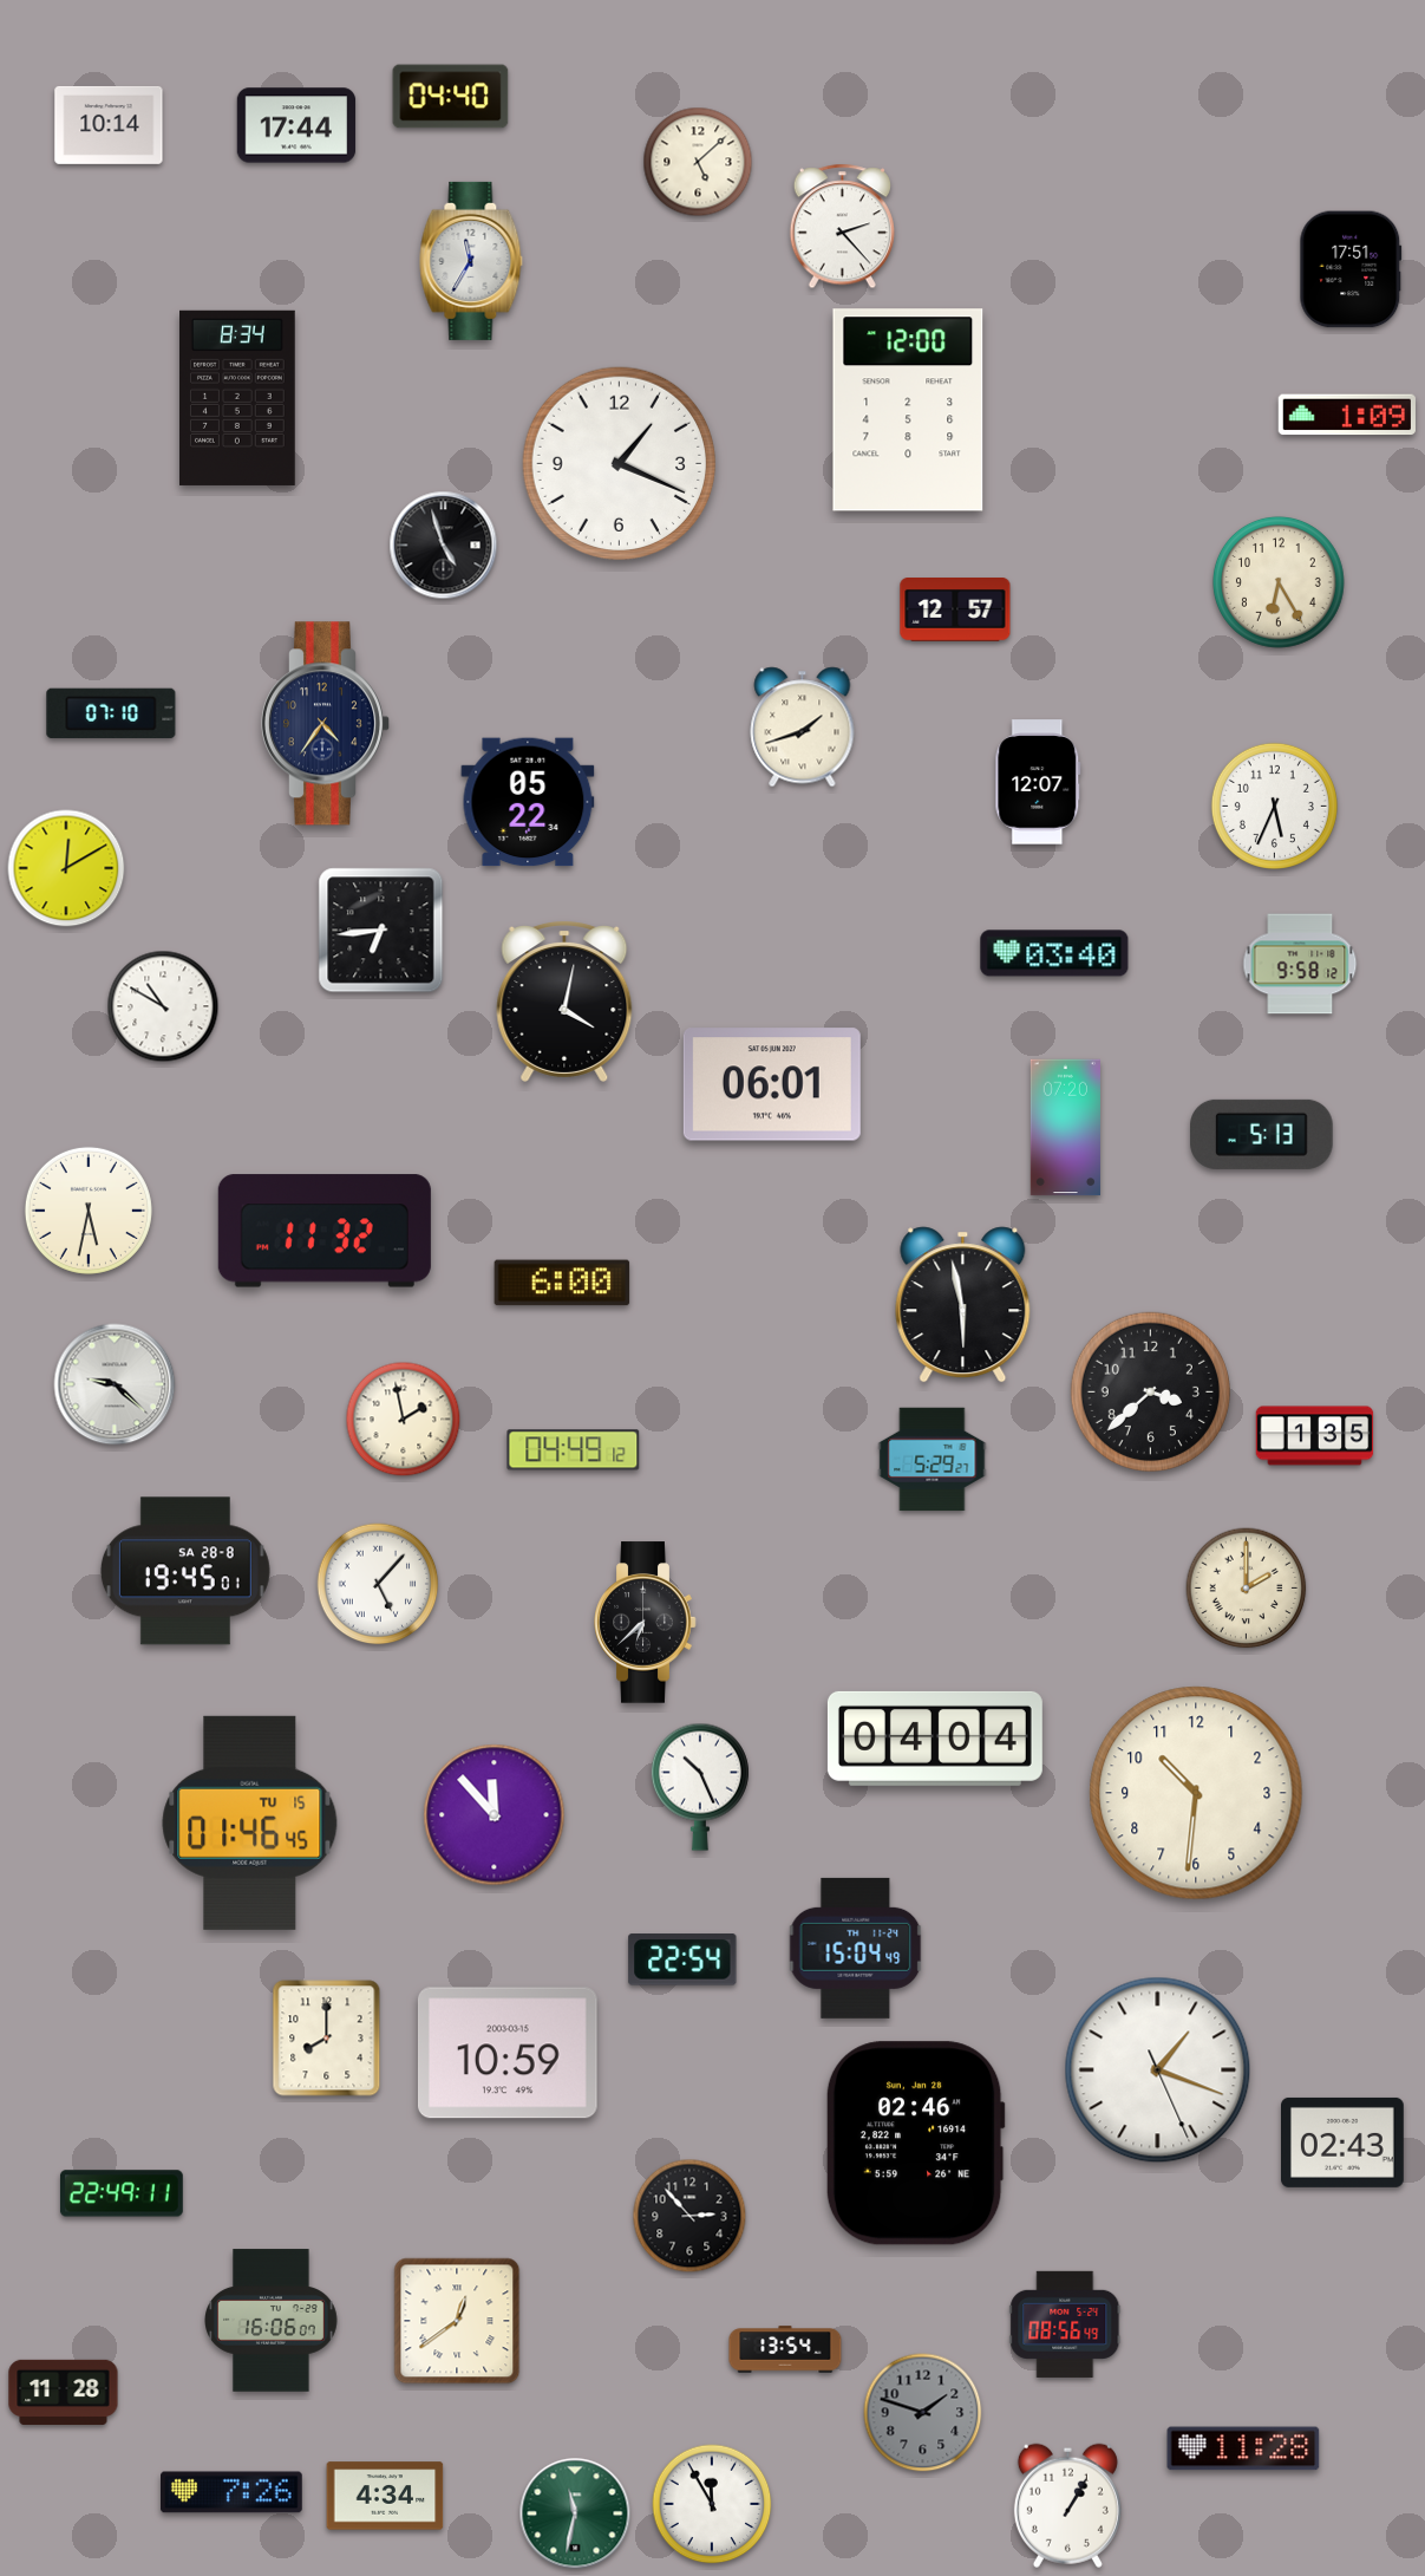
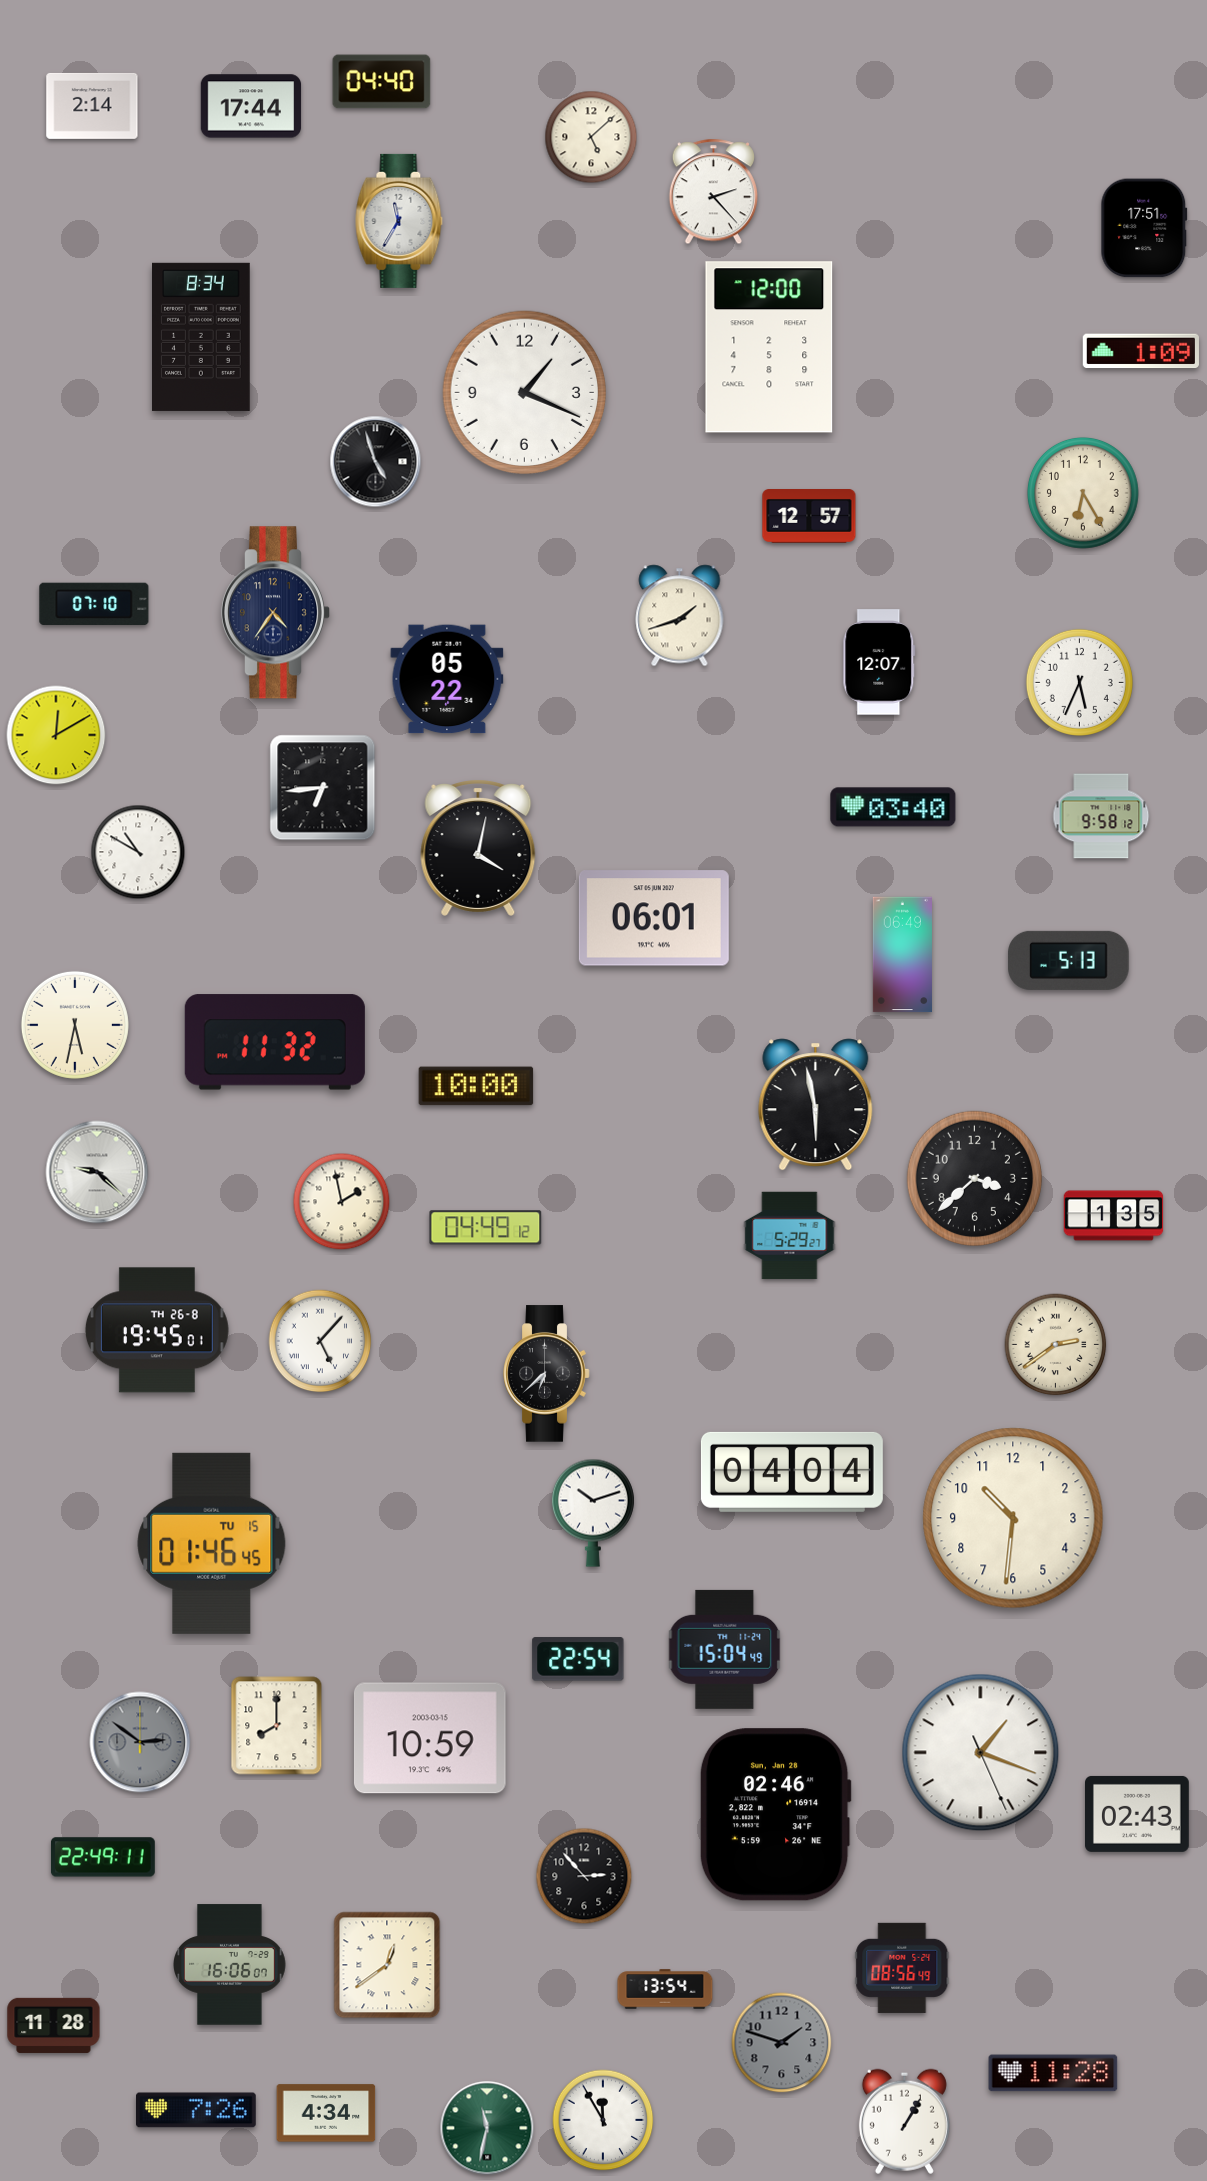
clock at (109, 125): 10:14 -> 2:14
clock at (1065, 1128): 07:20 -> 06:49
clock at (562, 1283): 6:00 -> 10:00
clock at (185, 1571) date: SA 28-8 -> TH 26-8
clock at (1247, 1589): 2:00 -> 2:39
clock at (700, 1787): 10:26 -> 10:12
clock at (495, 1815): 11:53 -> none
clock at (140, 1742): none -> 2:51
